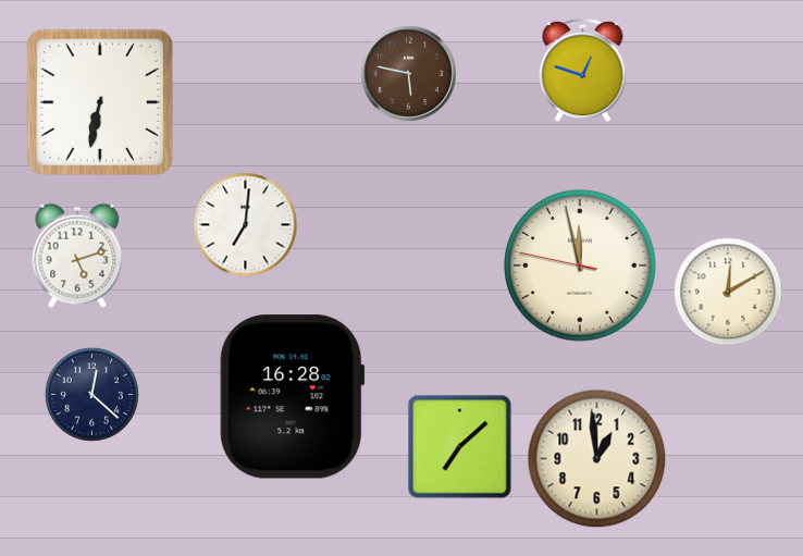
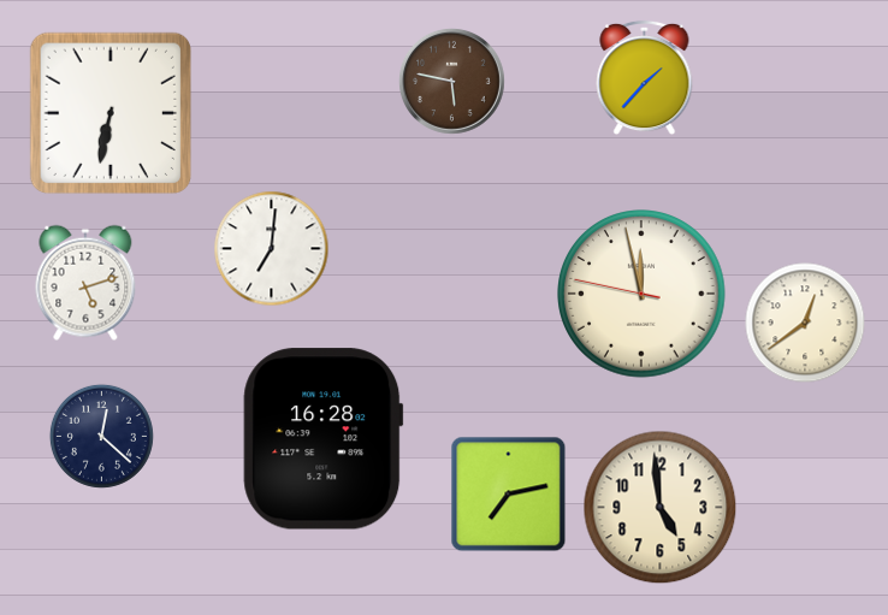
clock at (583, 71): 12:48 -> 1:37
clock at (728, 292): 12:10 -> 12:39
clock at (460, 447): 7:08 -> 7:13
clock at (597, 459): 12:59 -> 4:59
